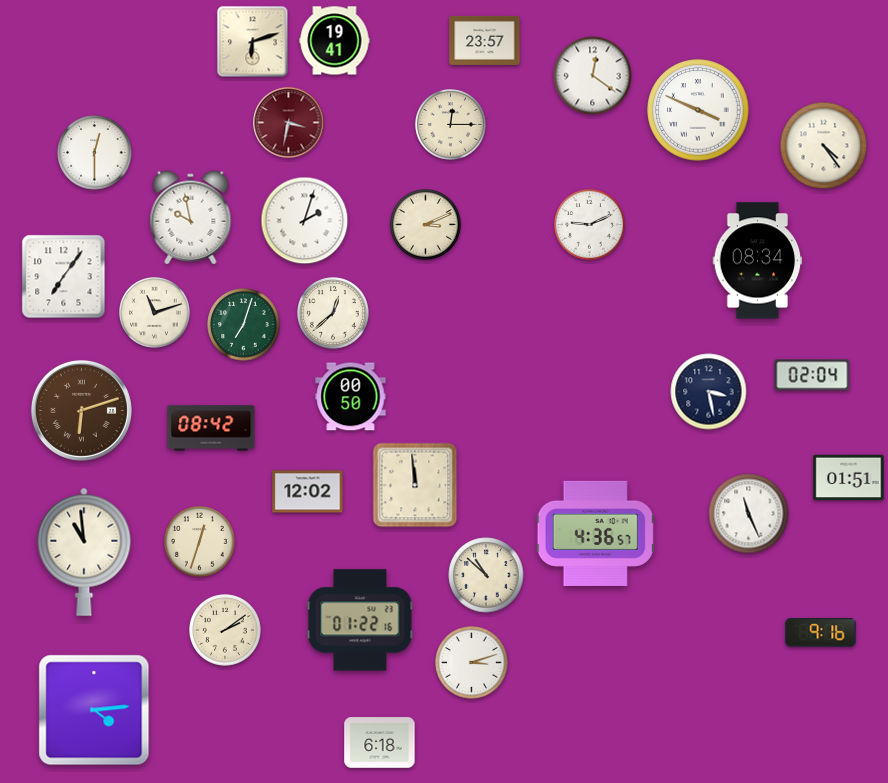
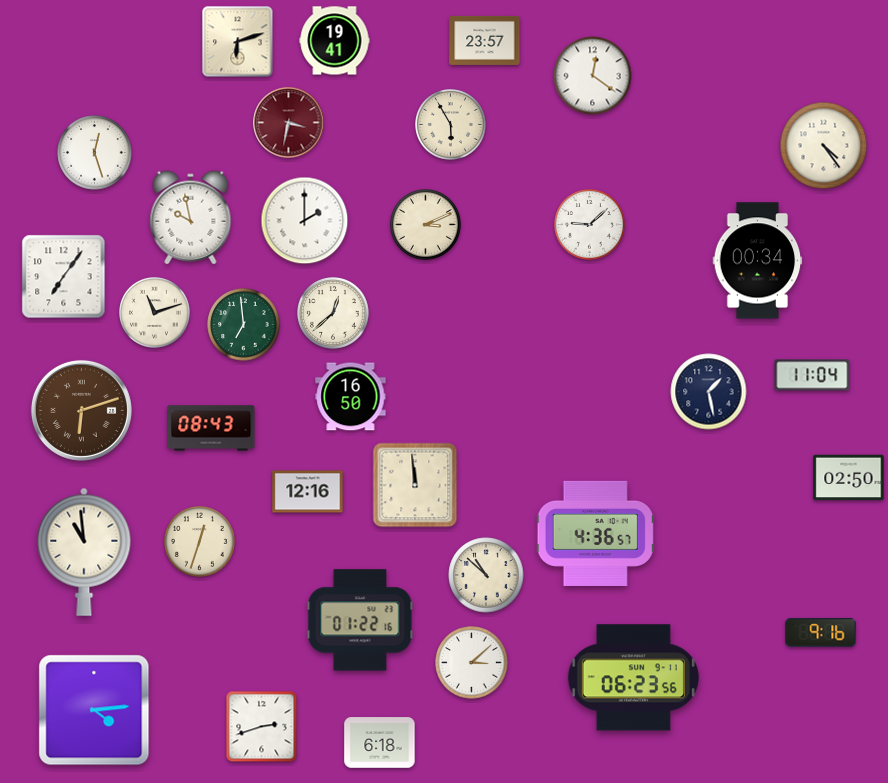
clock at (253, 42) position: (253, 42) -> (238, 42)
clock at (698, 110): 3:49 -> none
clock at (451, 125): 12:15 -> 5:55
clock at (95, 153): 12:30 -> 12:27
clock at (305, 221): 2:03 -> 2:00
clock at (590, 225): 9:11 -> 9:08
clock at (758, 261): 08:34 -> 00:34
clock at (244, 325): 7:03 -> 6:59
clock at (812, 375): 02:04 -> 11:04
clock at (709, 392): 3:28 -> 1:28
clock at (351, 397): 00:50 -> 16:50
clock at (211, 428): 08:42 -> 08:43
clock at (849, 478): 01:51 -> 02:50
clock at (308, 492): 12:02 -> 12:16
clock at (749, 514): 11:26 -> none
clock at (225, 630): 2:09 -> none
clock at (472, 663): 3:12 -> 3:08
clock at (633, 678): none -> 06:23
clock at (262, 727): none -> 2:42
